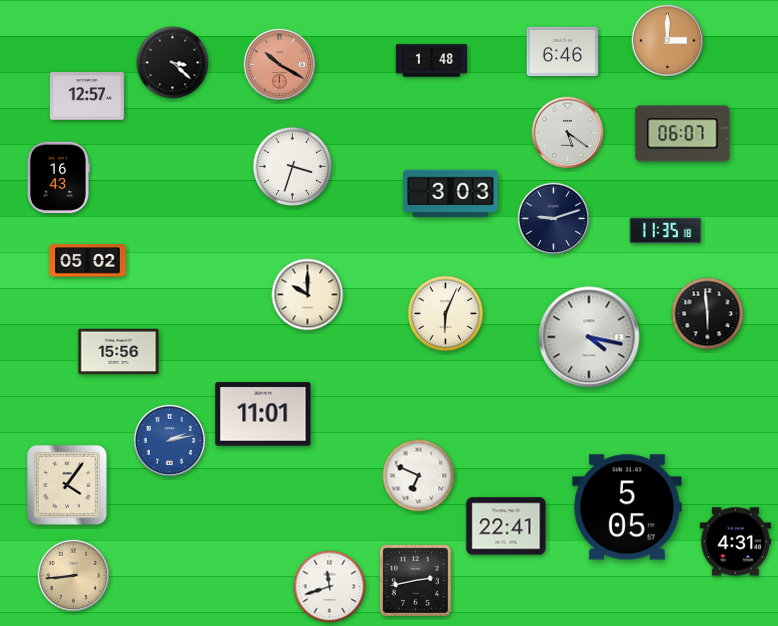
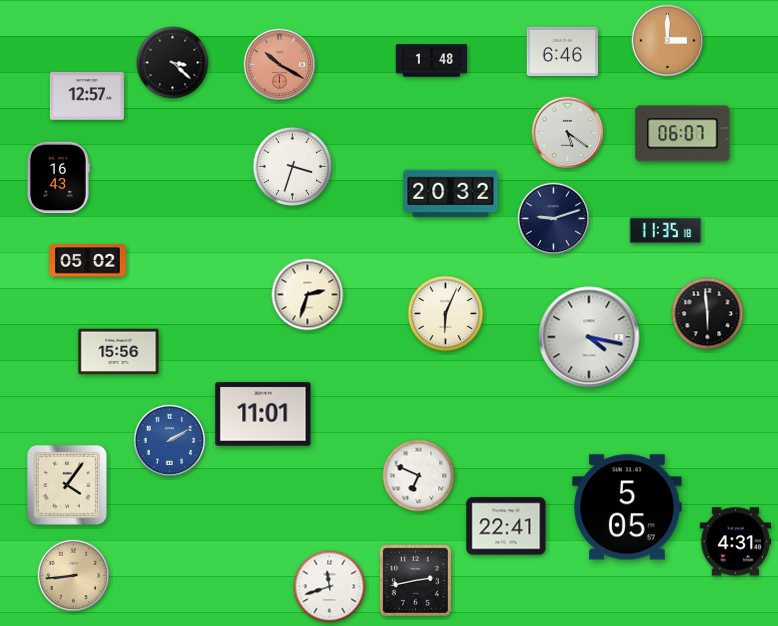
clock at (451, 194): 3:03 -> 20:32
clock at (308, 295): 10:00 -> 2:33
clock at (170, 441): 2:13 -> 2:10
